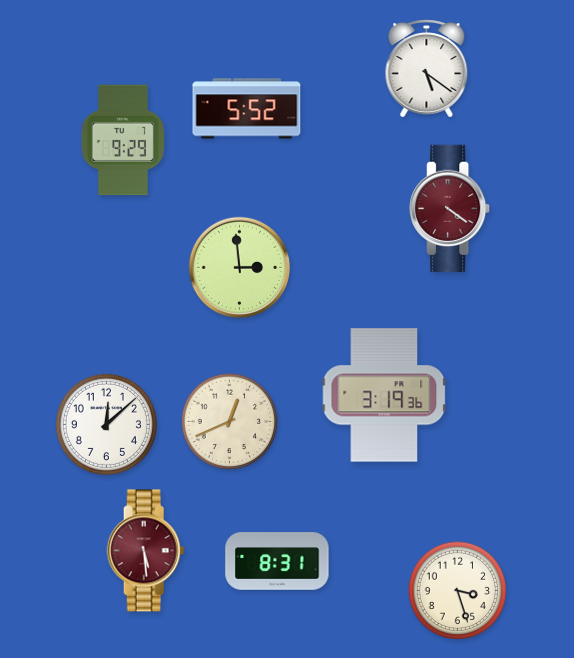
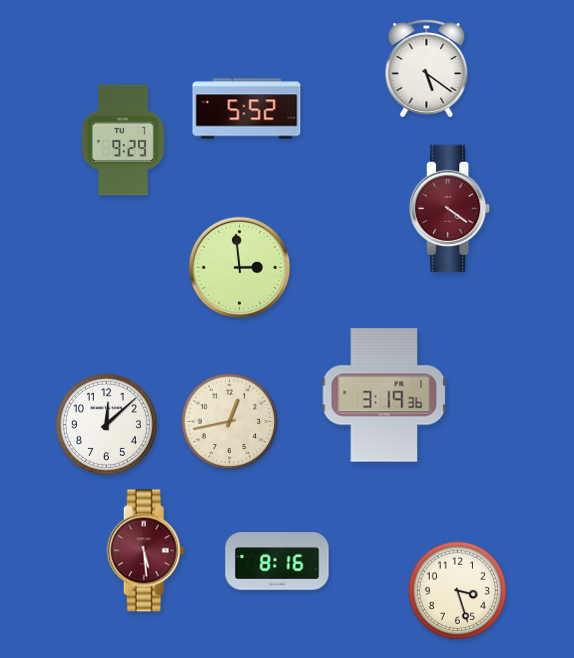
clock at (230, 422): 12:41 -> 12:43
clock at (277, 561): 8:31 -> 8:16
